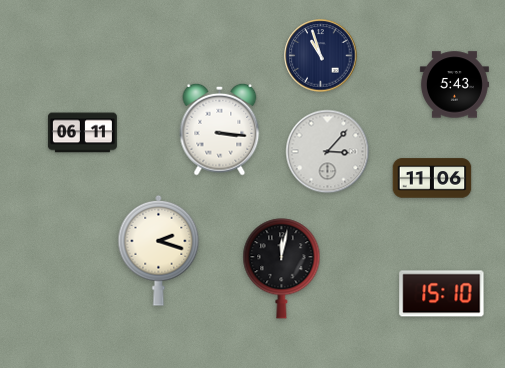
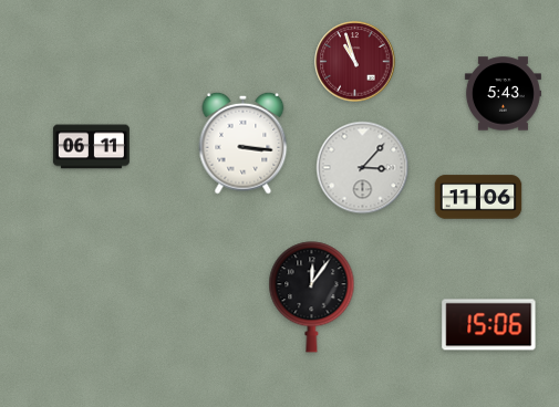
clock at (321, 56) dial: navy -> burgundy
clock at (159, 250): 2:18 -> none
clock at (282, 269): 12:02 -> 12:06
clock at (442, 294): 15:10 -> 15:06
